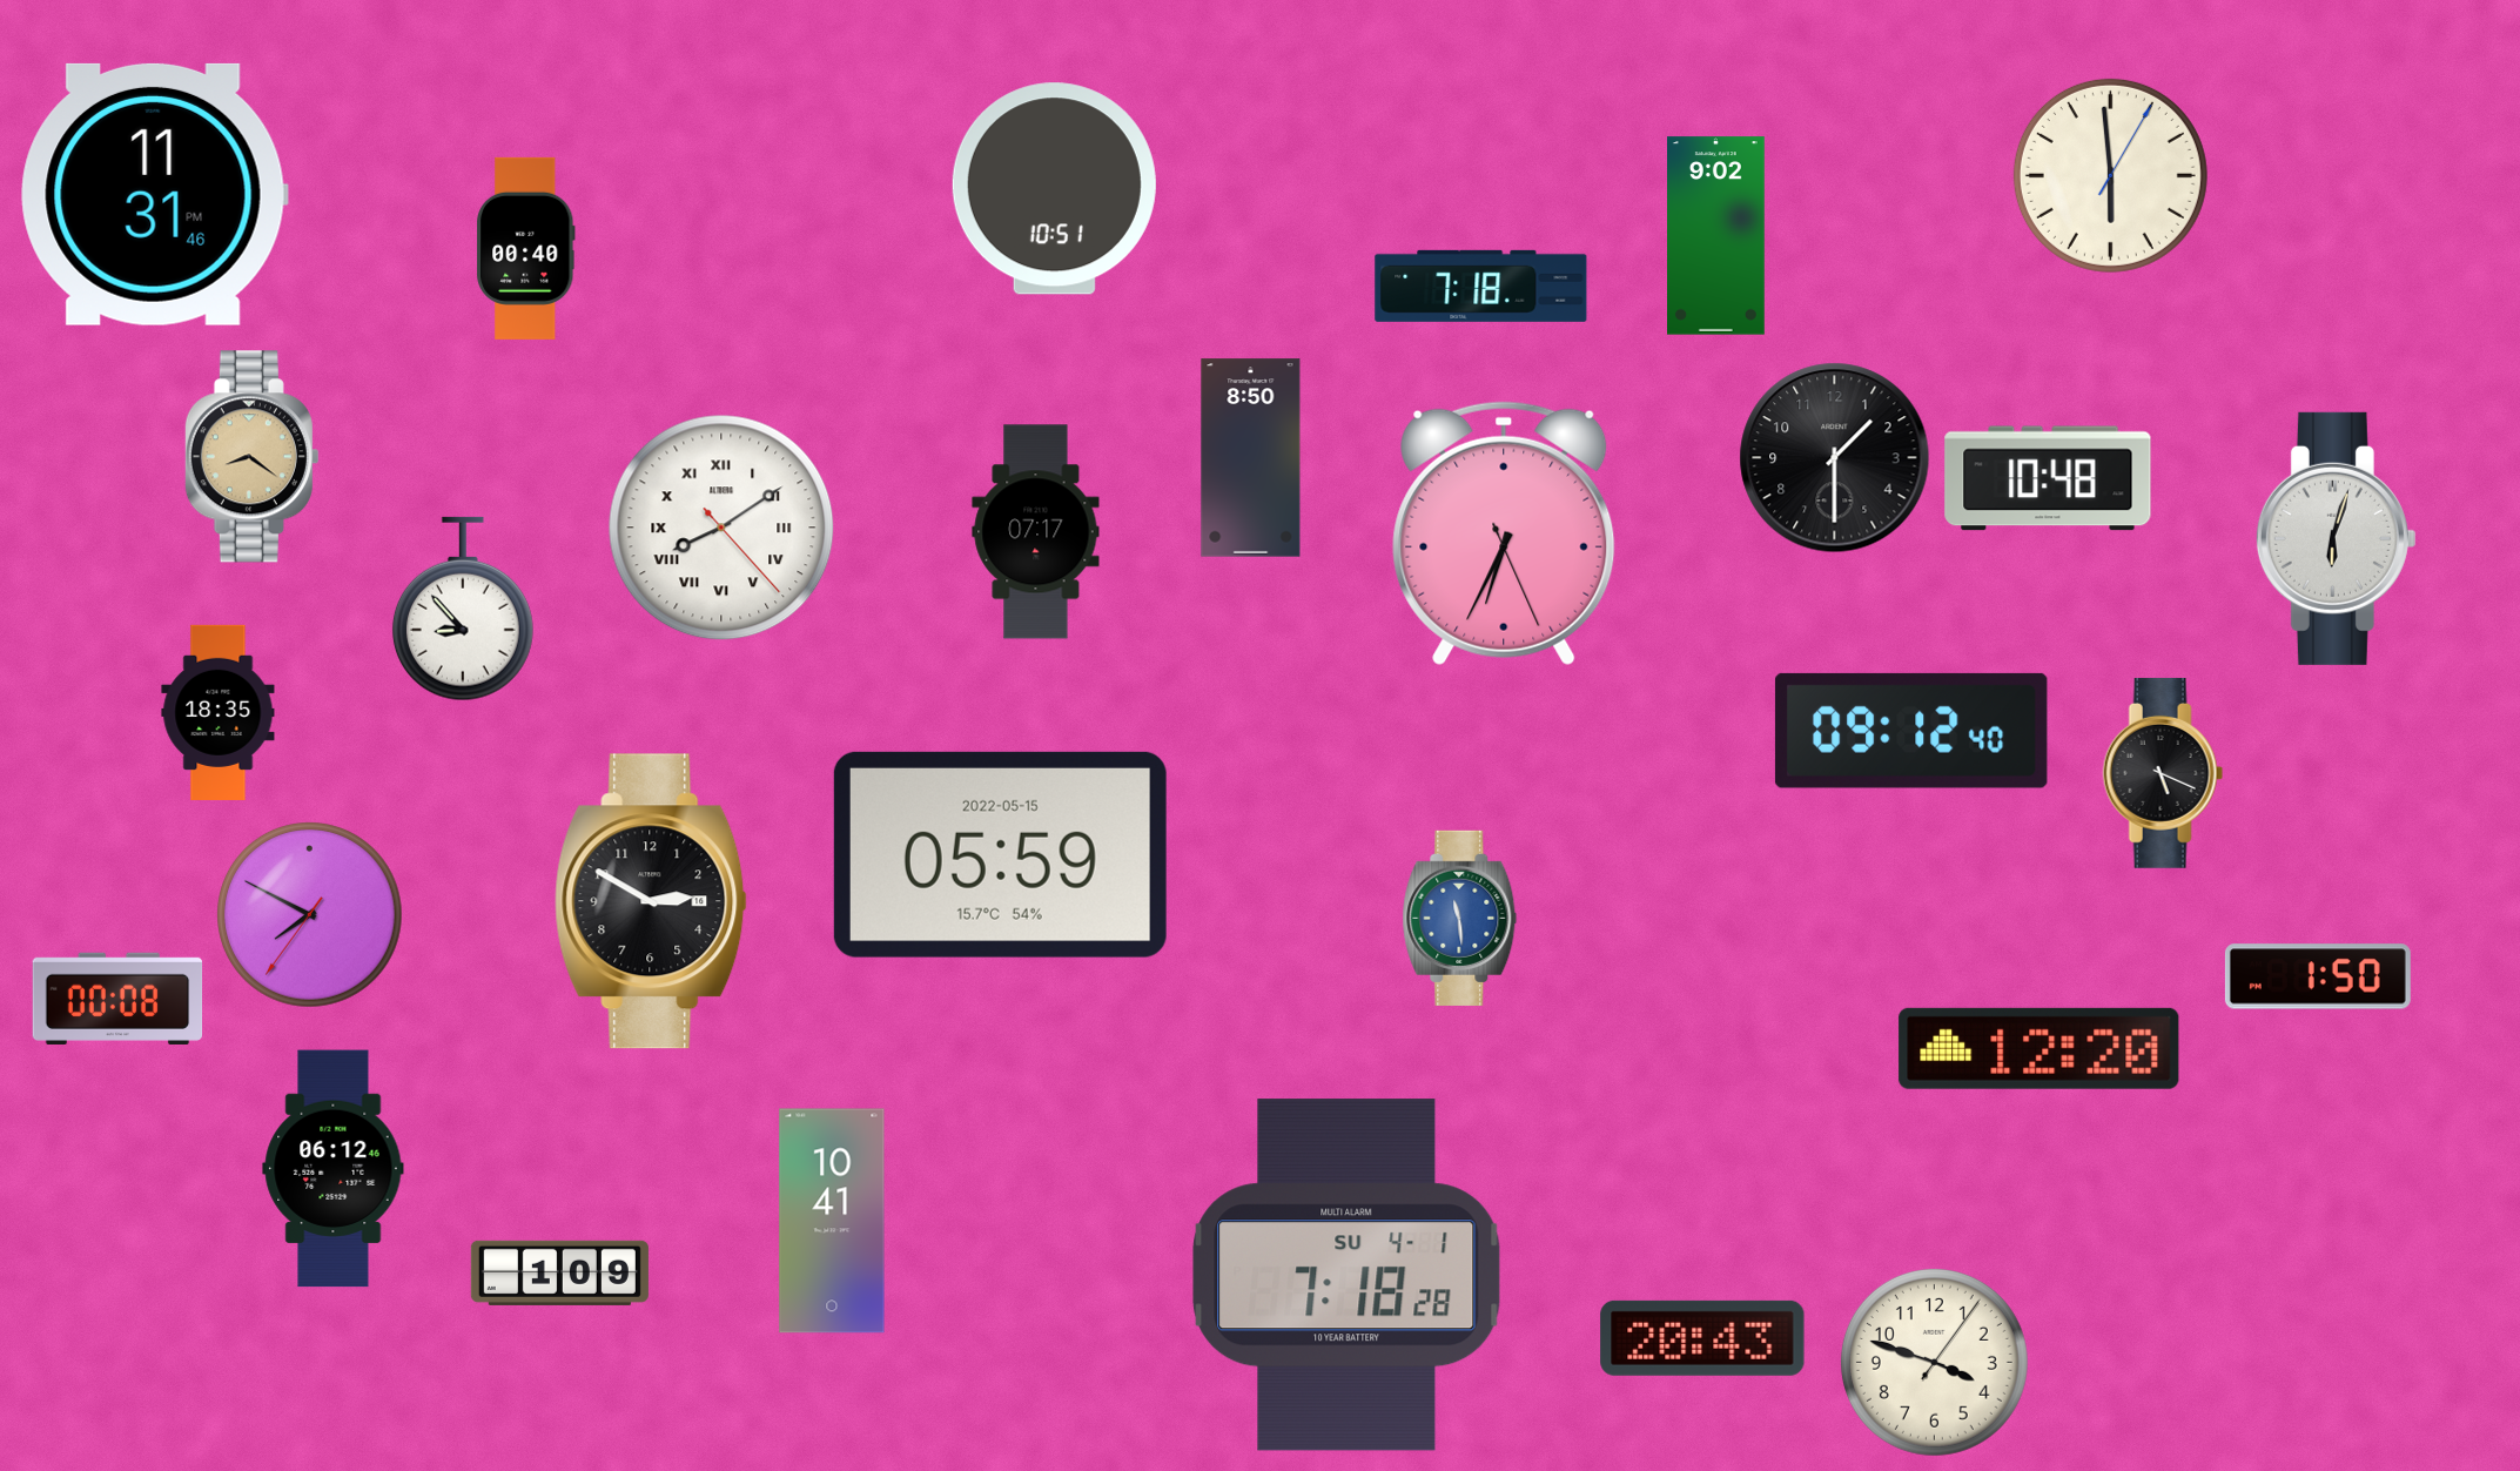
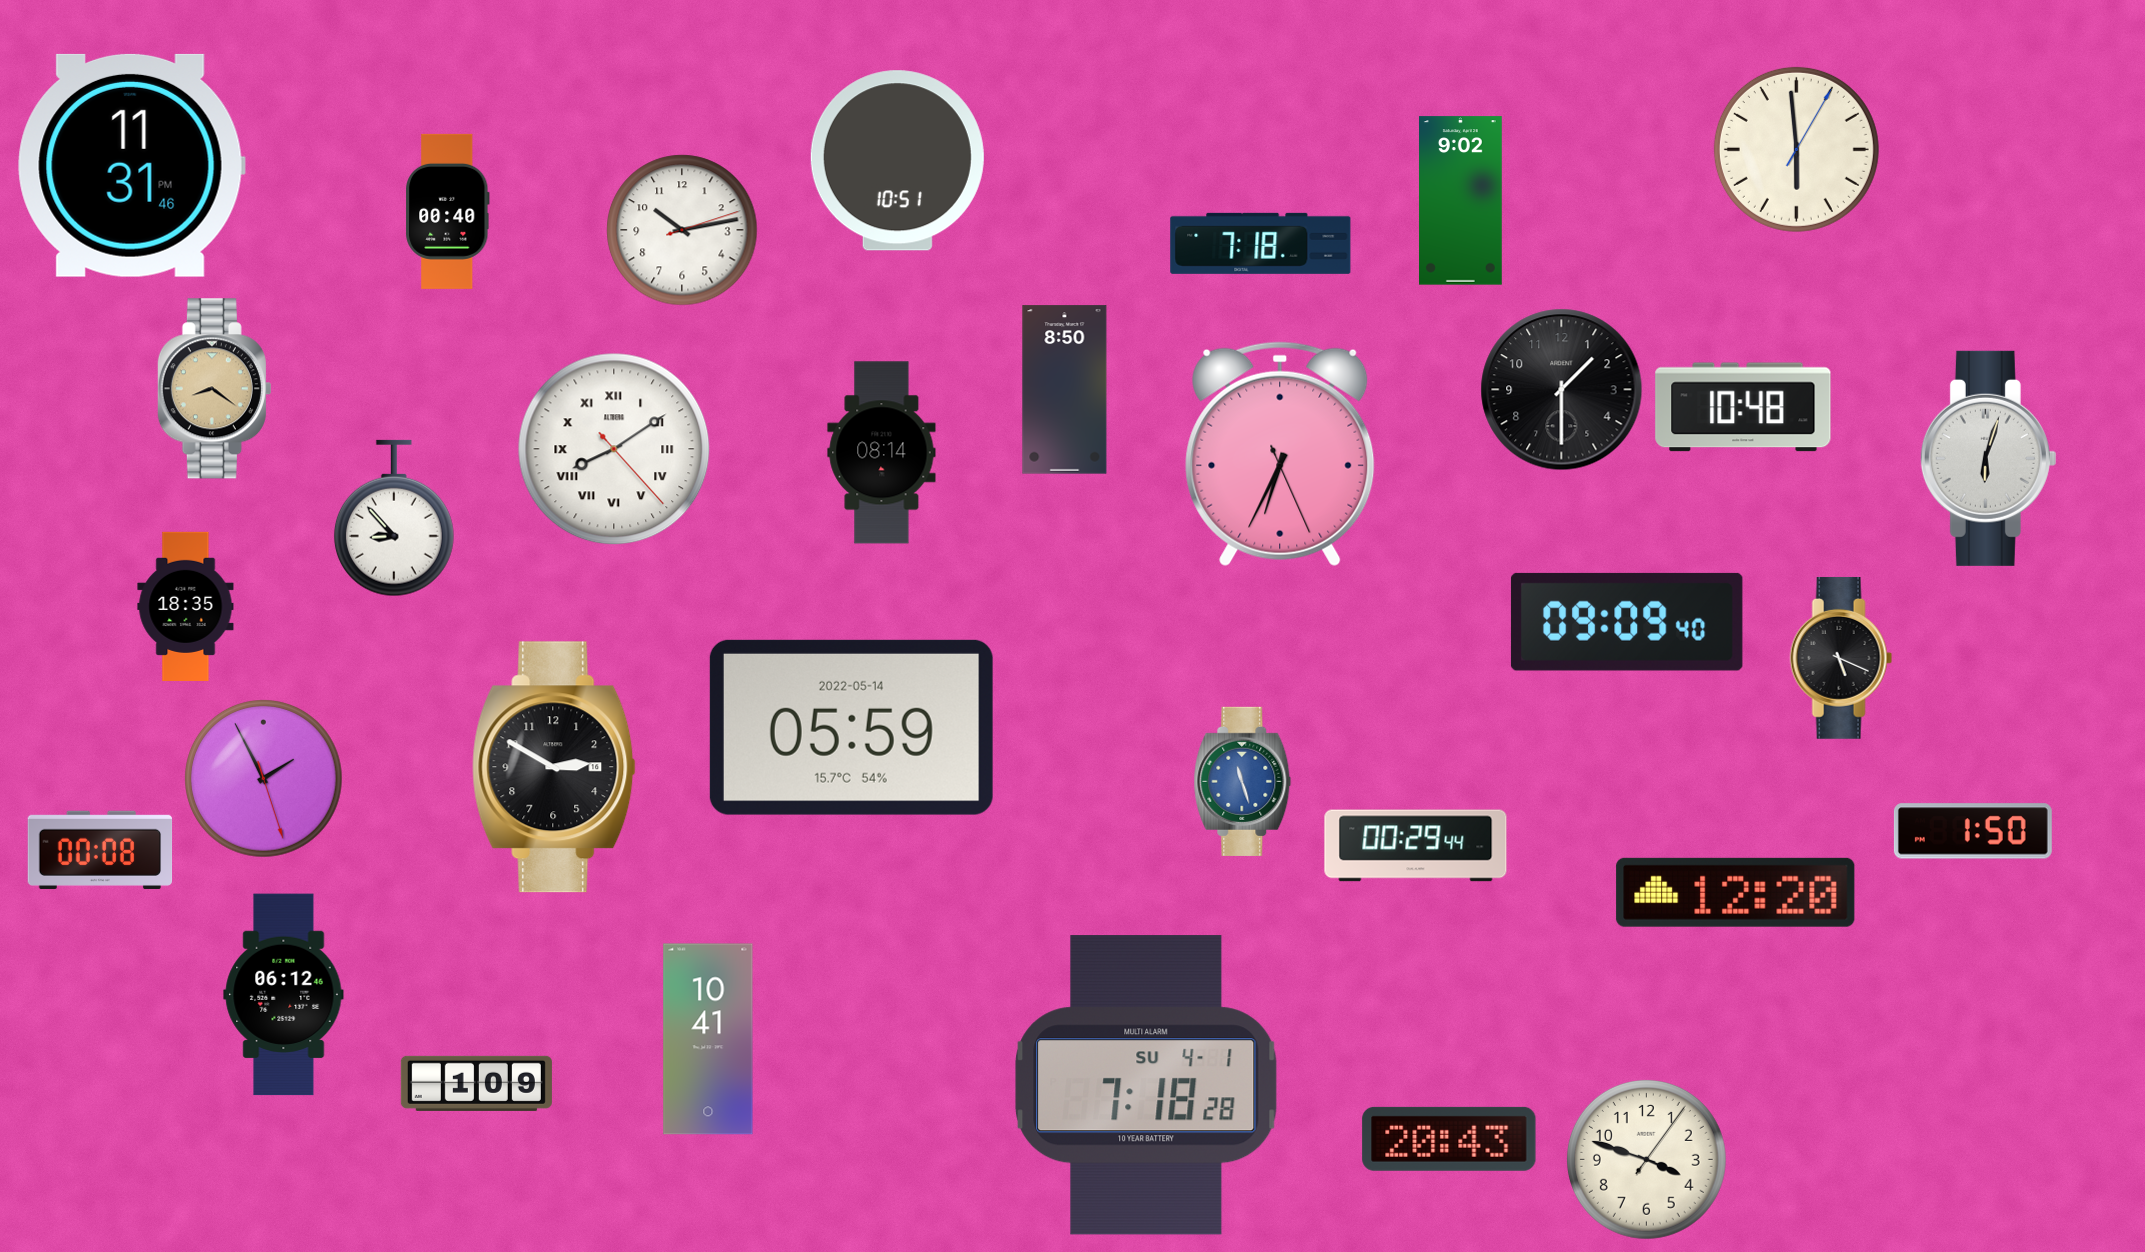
clock at (682, 230): none -> 10:13
clock at (1036, 532): 07:17 -> 08:14
clock at (1911, 731): 09:12 -> 09:09
clock at (1000, 854) date: 2022-05-15 -> 2022-05-14
clock at (310, 915): 7:49 -> 1:55
clock at (1460, 918): 11:29 -> 11:27
clock at (1416, 846): none -> 00:29
